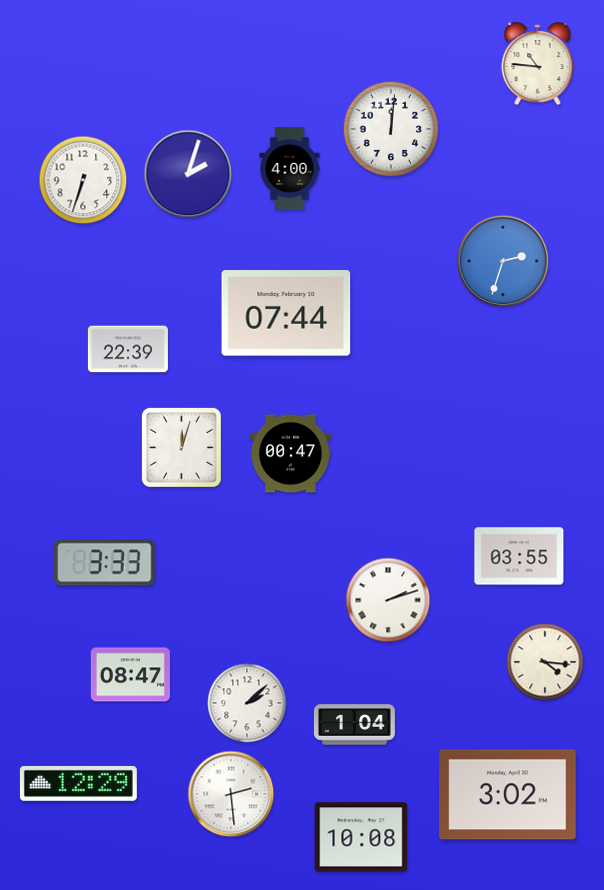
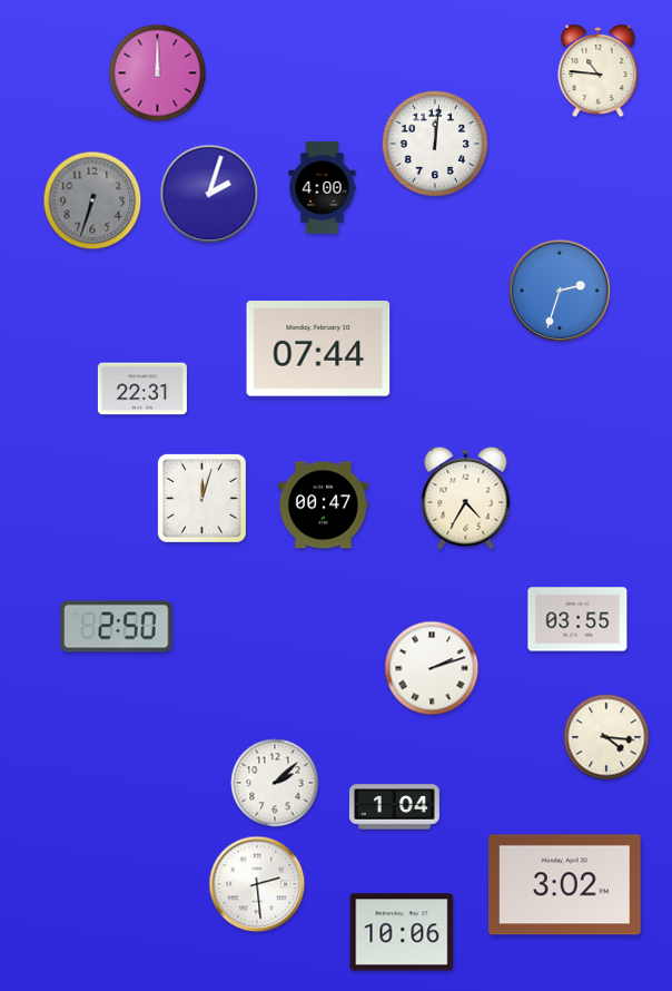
clock at (158, 73): none -> 12:00
clock at (83, 180) dial: white -> grey
clock at (128, 349): 22:39 -> 22:31
clock at (466, 498): none -> 4:35
clock at (105, 563): 3:33 -> 2:50
clock at (130, 675): 08:47 -> none
clock at (78, 783): 12:29 -> none
clock at (361, 837): 10:08 -> 10:06
